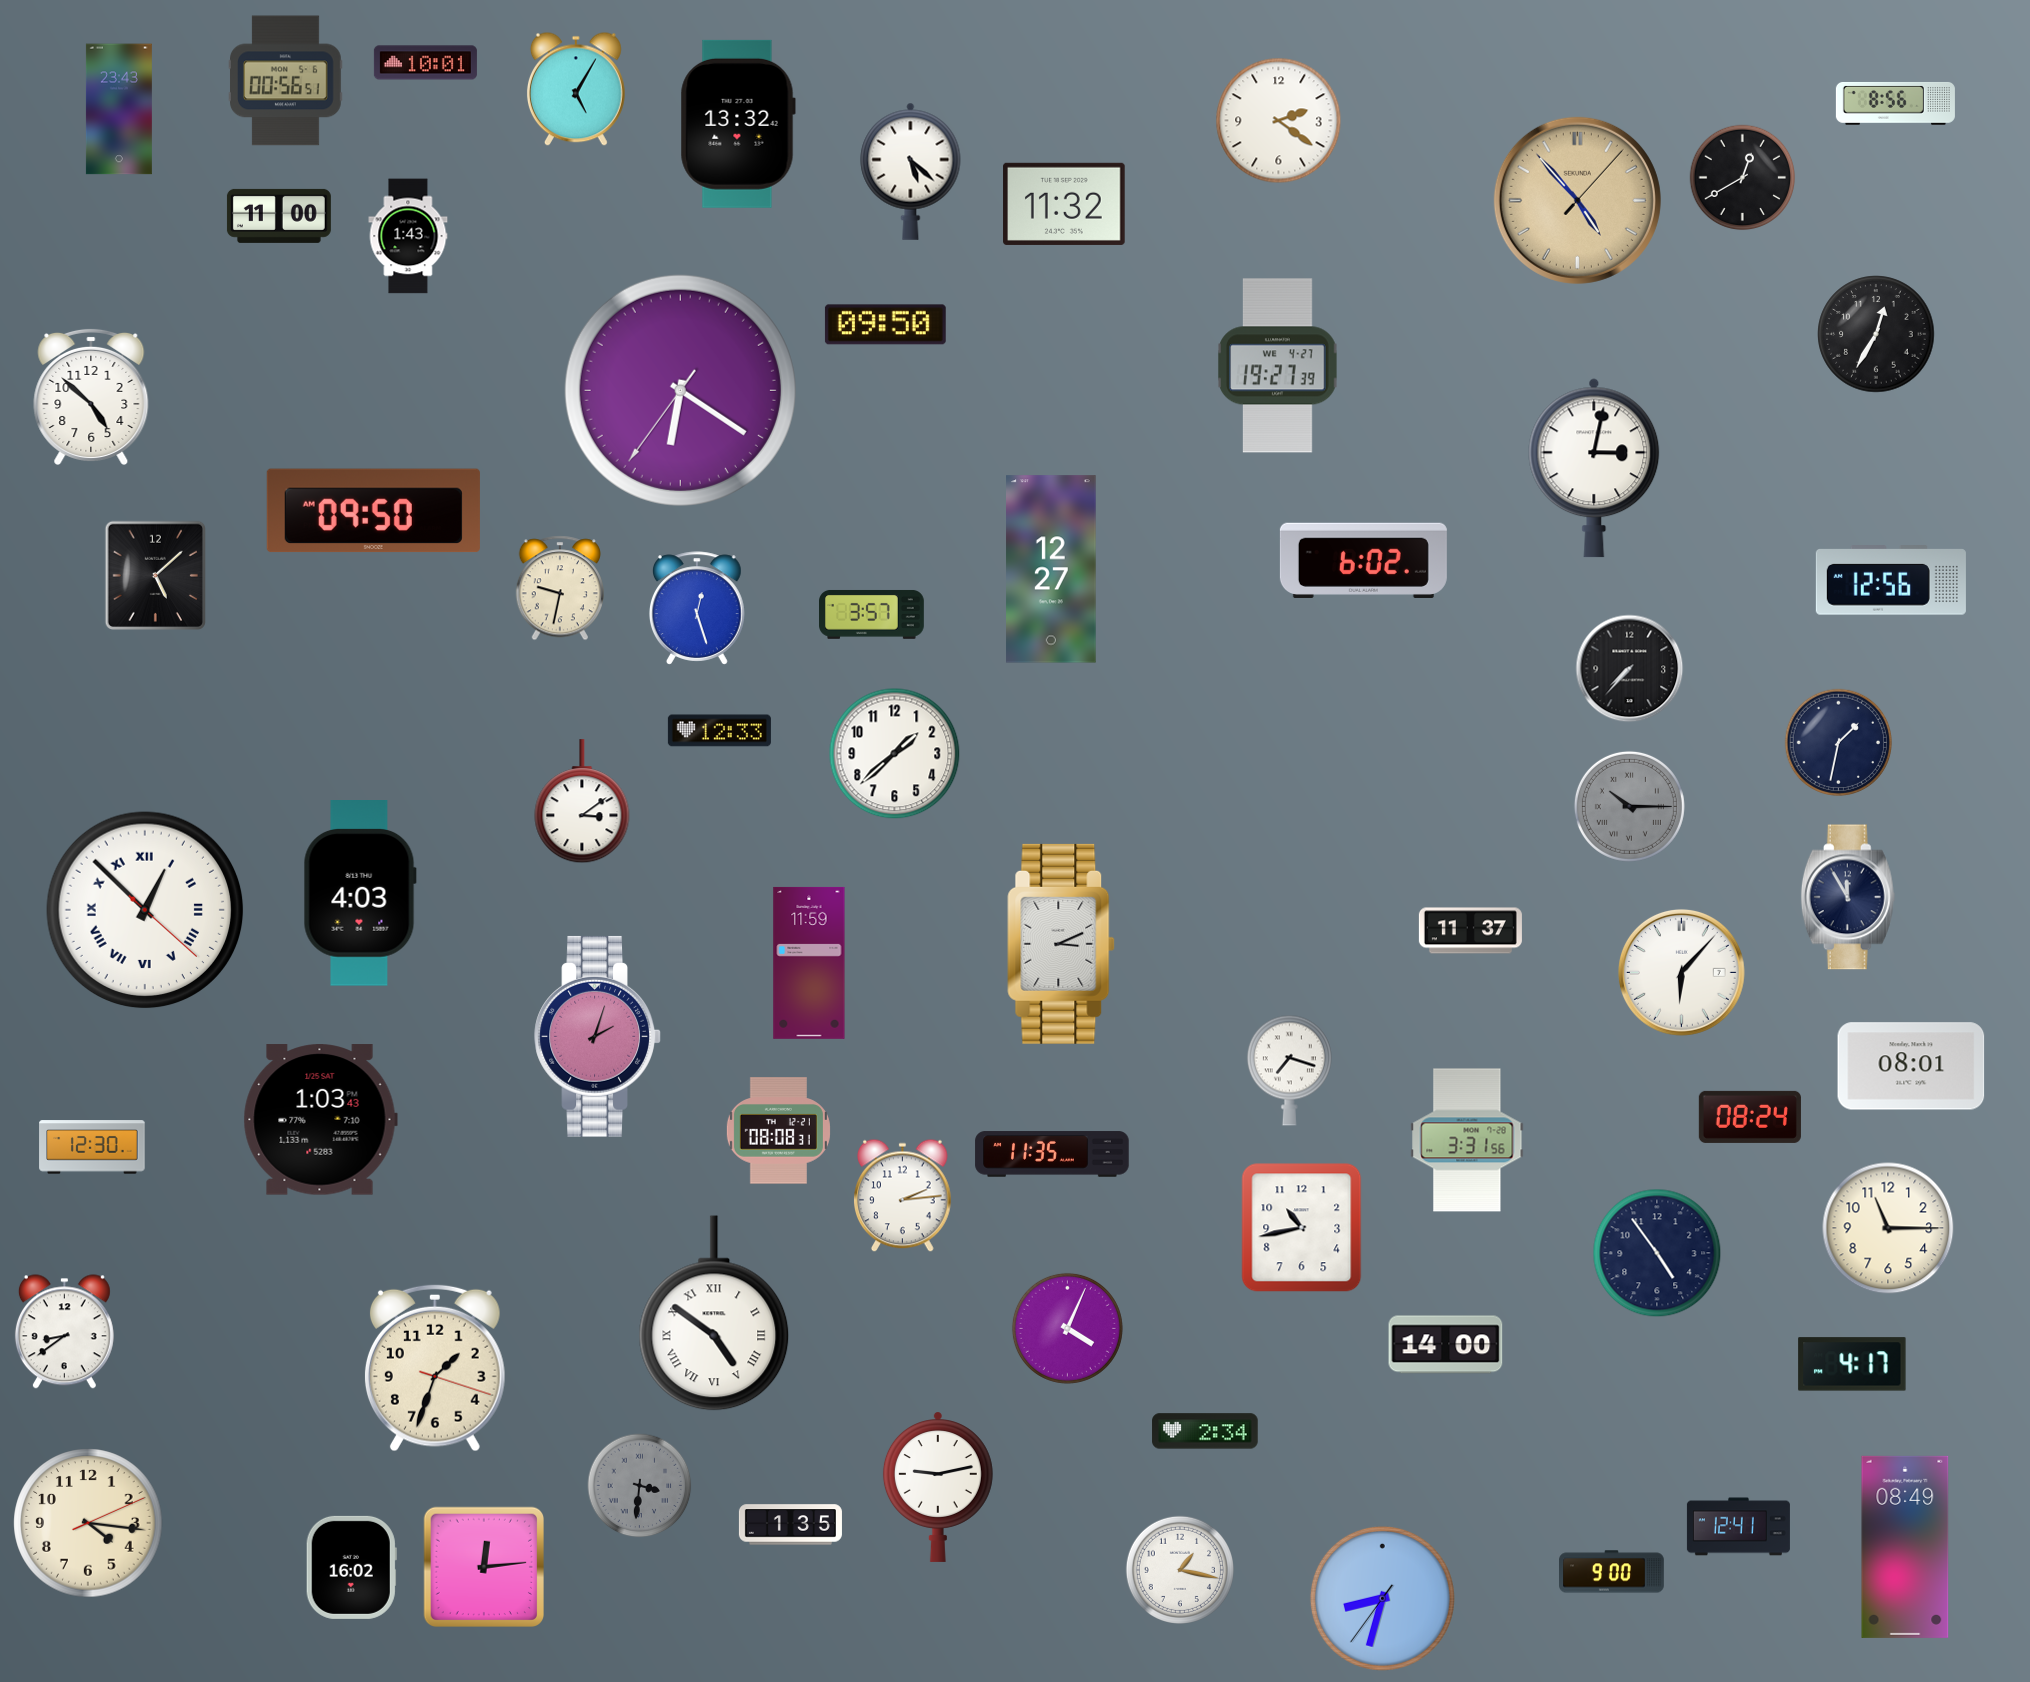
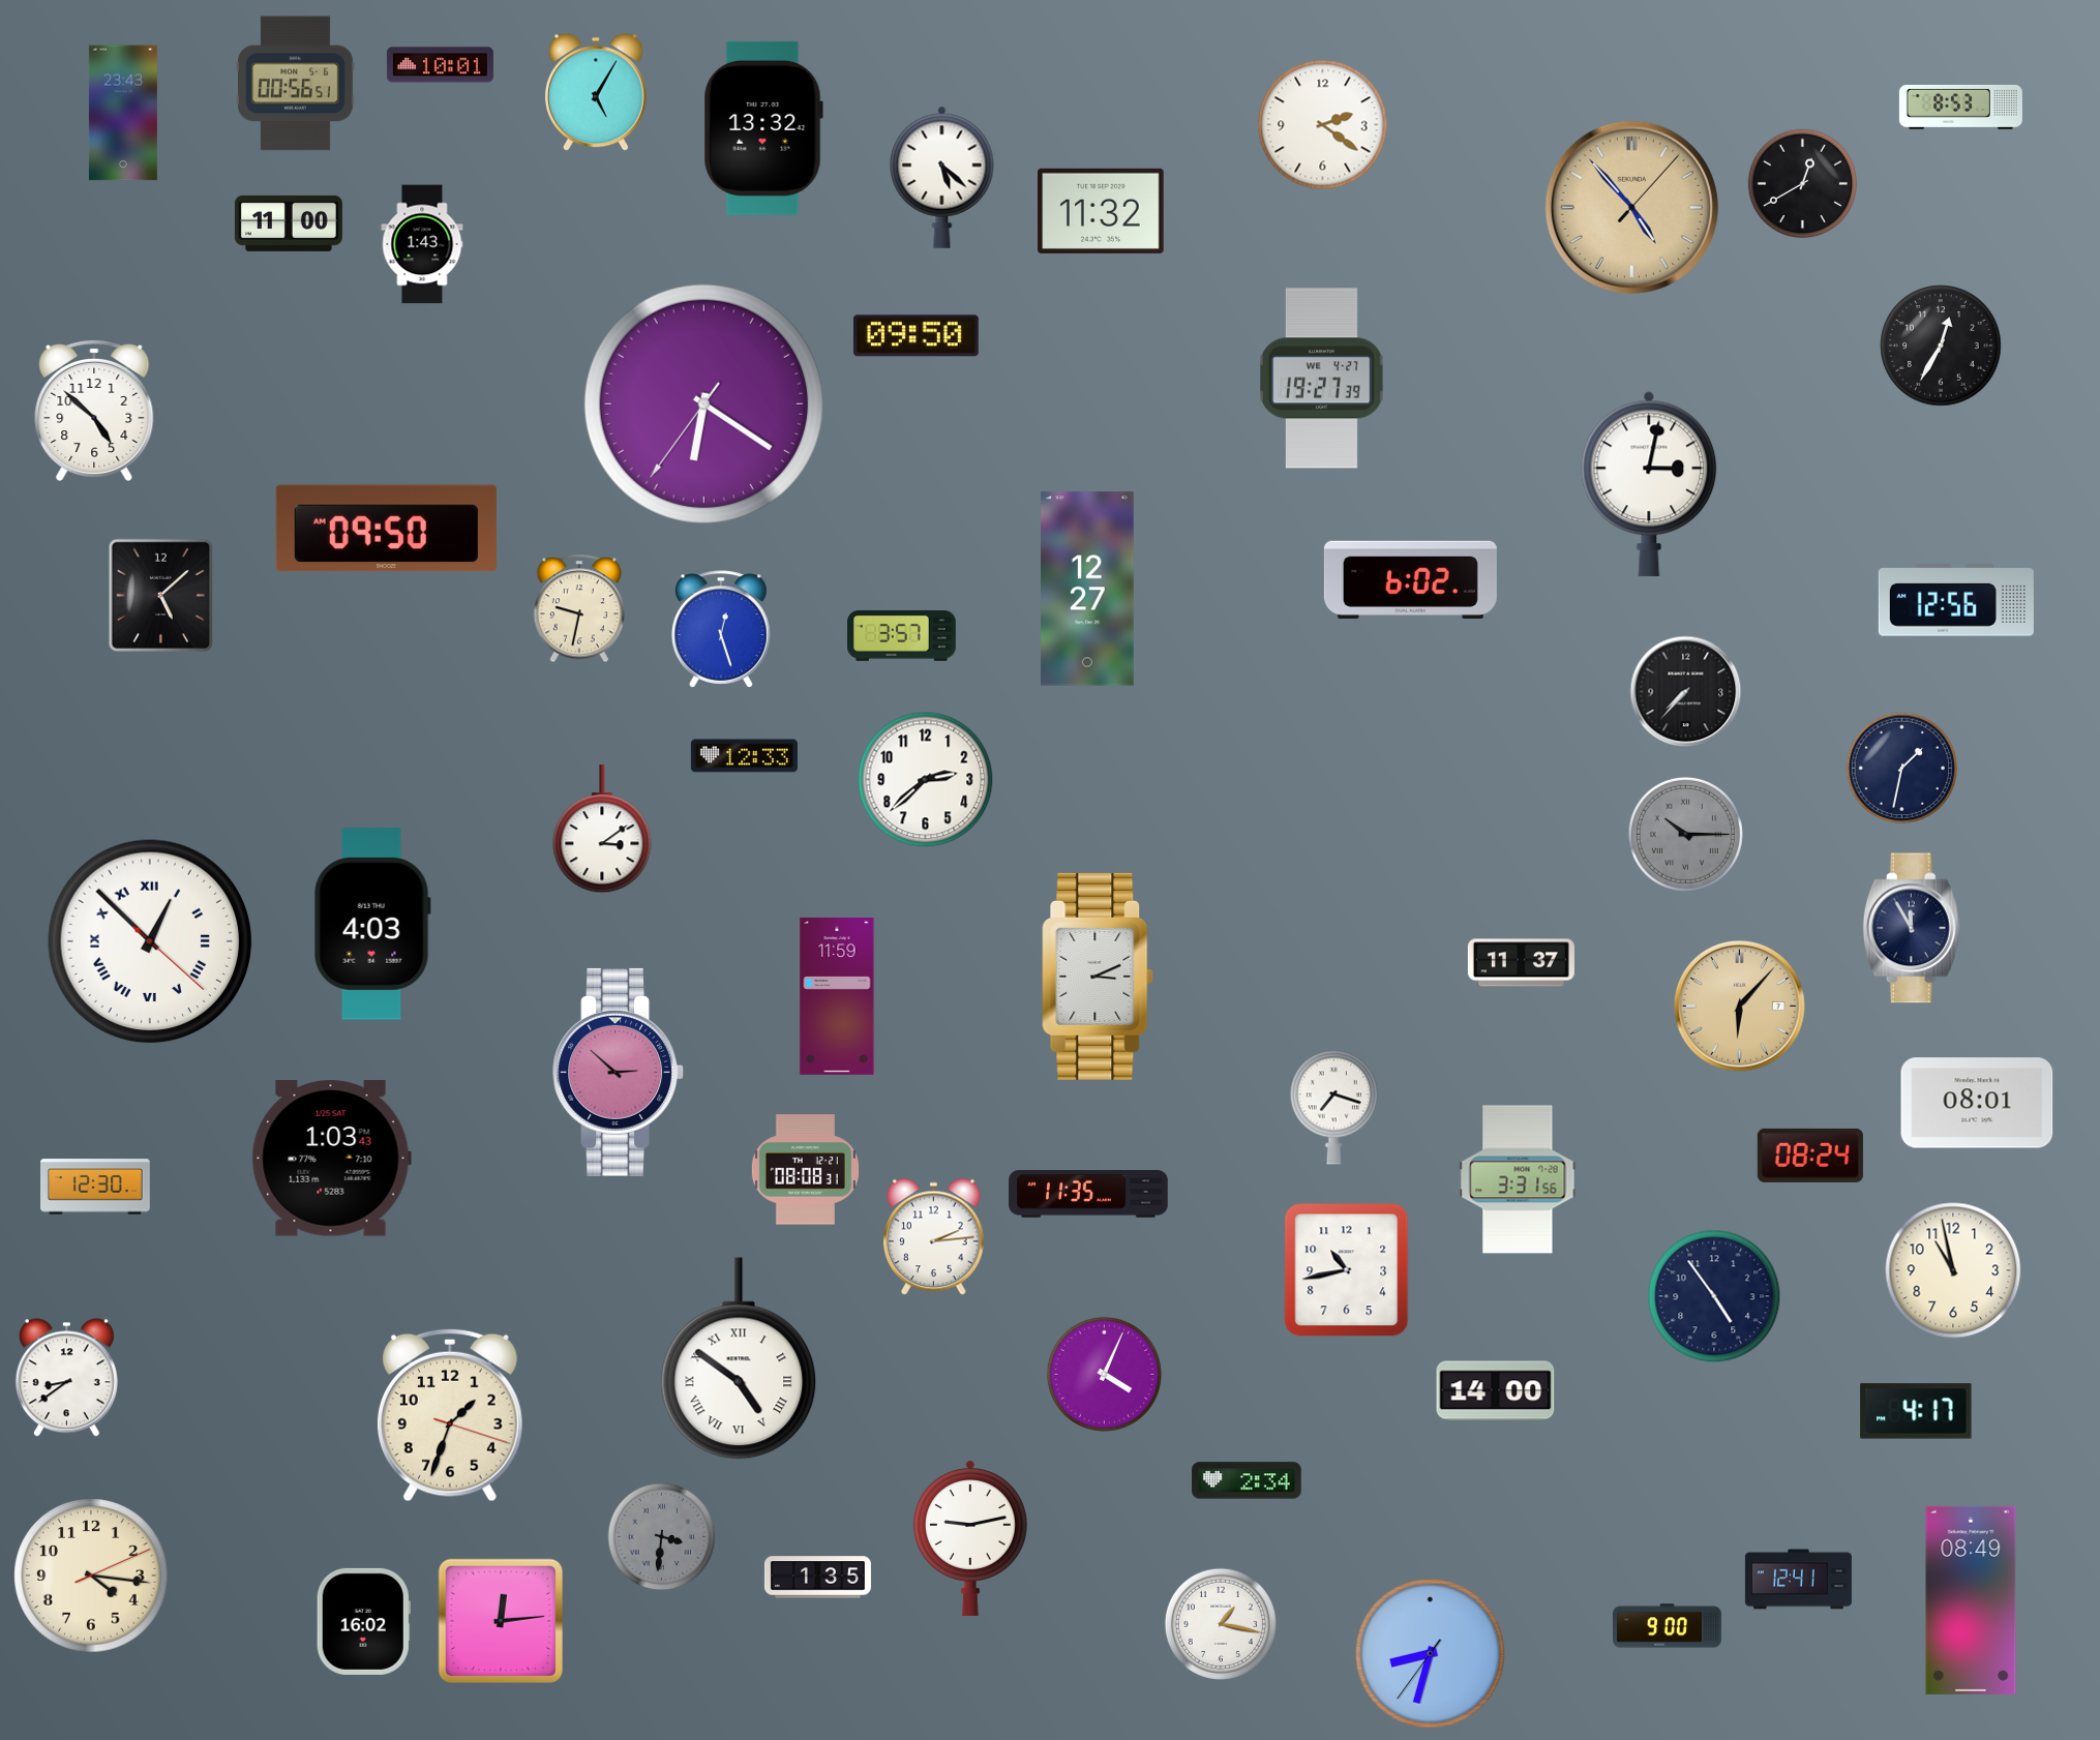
clock at (1895, 103): 8:56 -> 8:53
clock at (895, 754): 1:38 -> 2:38
clock at (1681, 972) dial: white -> champagne
clock at (598, 1036): 2:03 -> 2:52
clock at (1888, 1228): 11:15 -> 10:58
